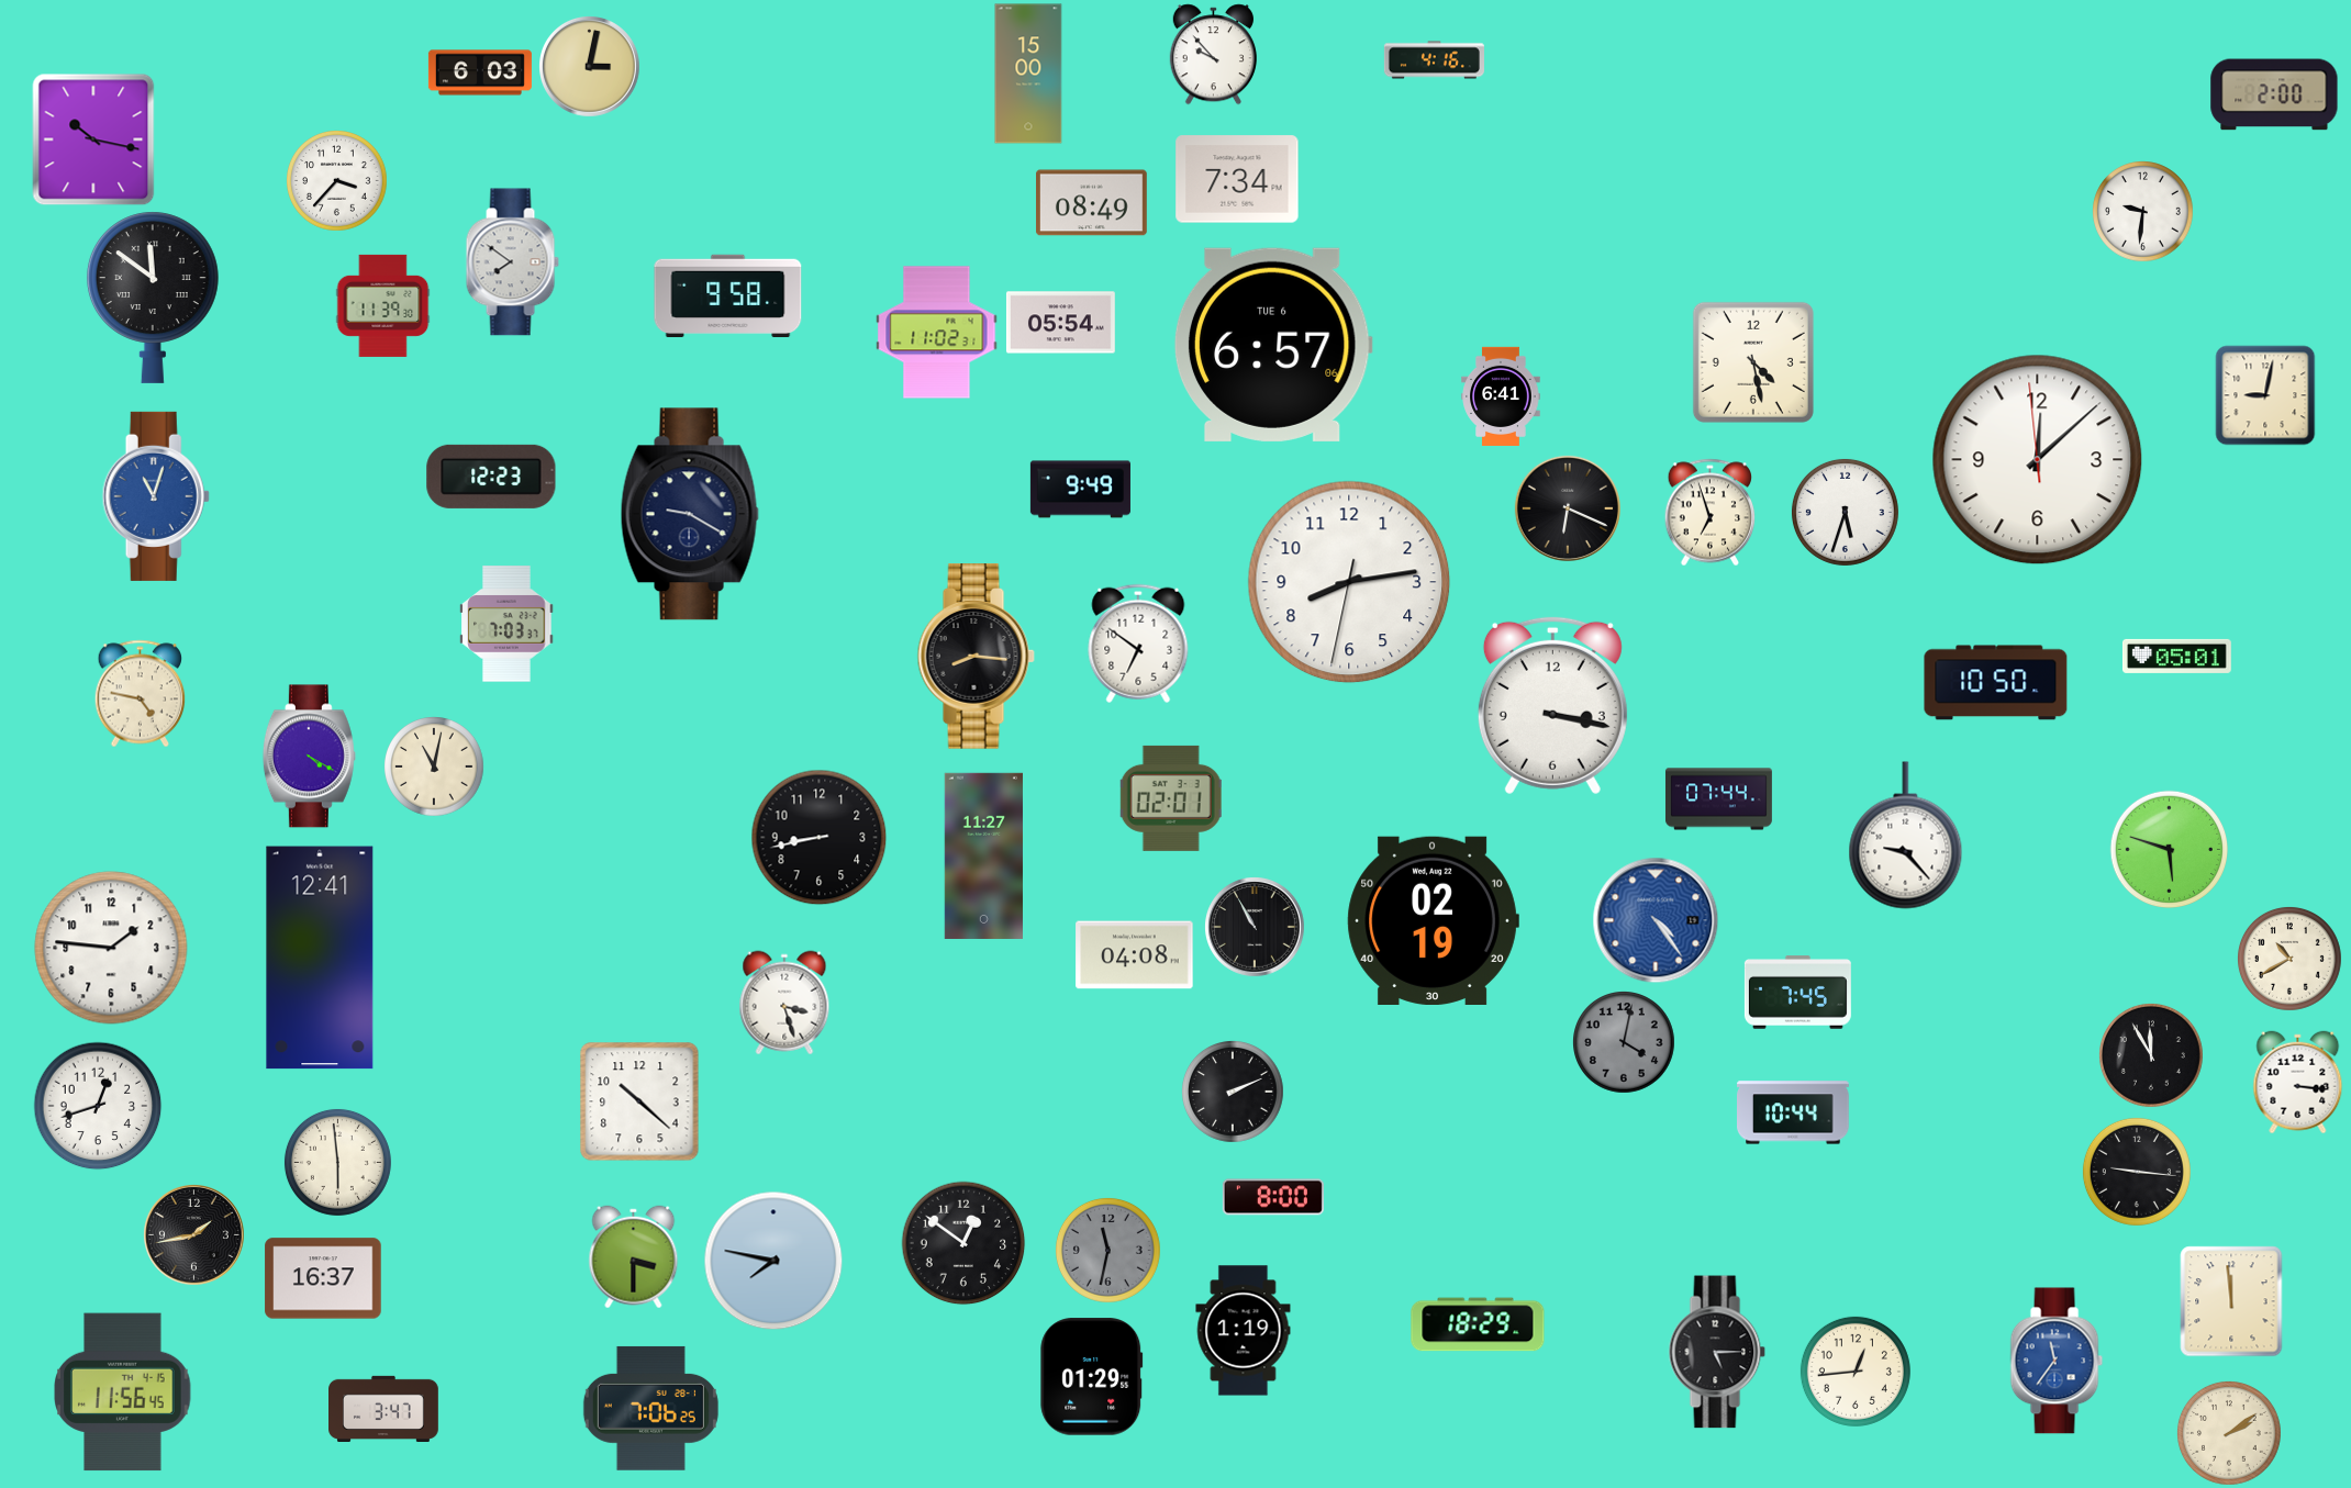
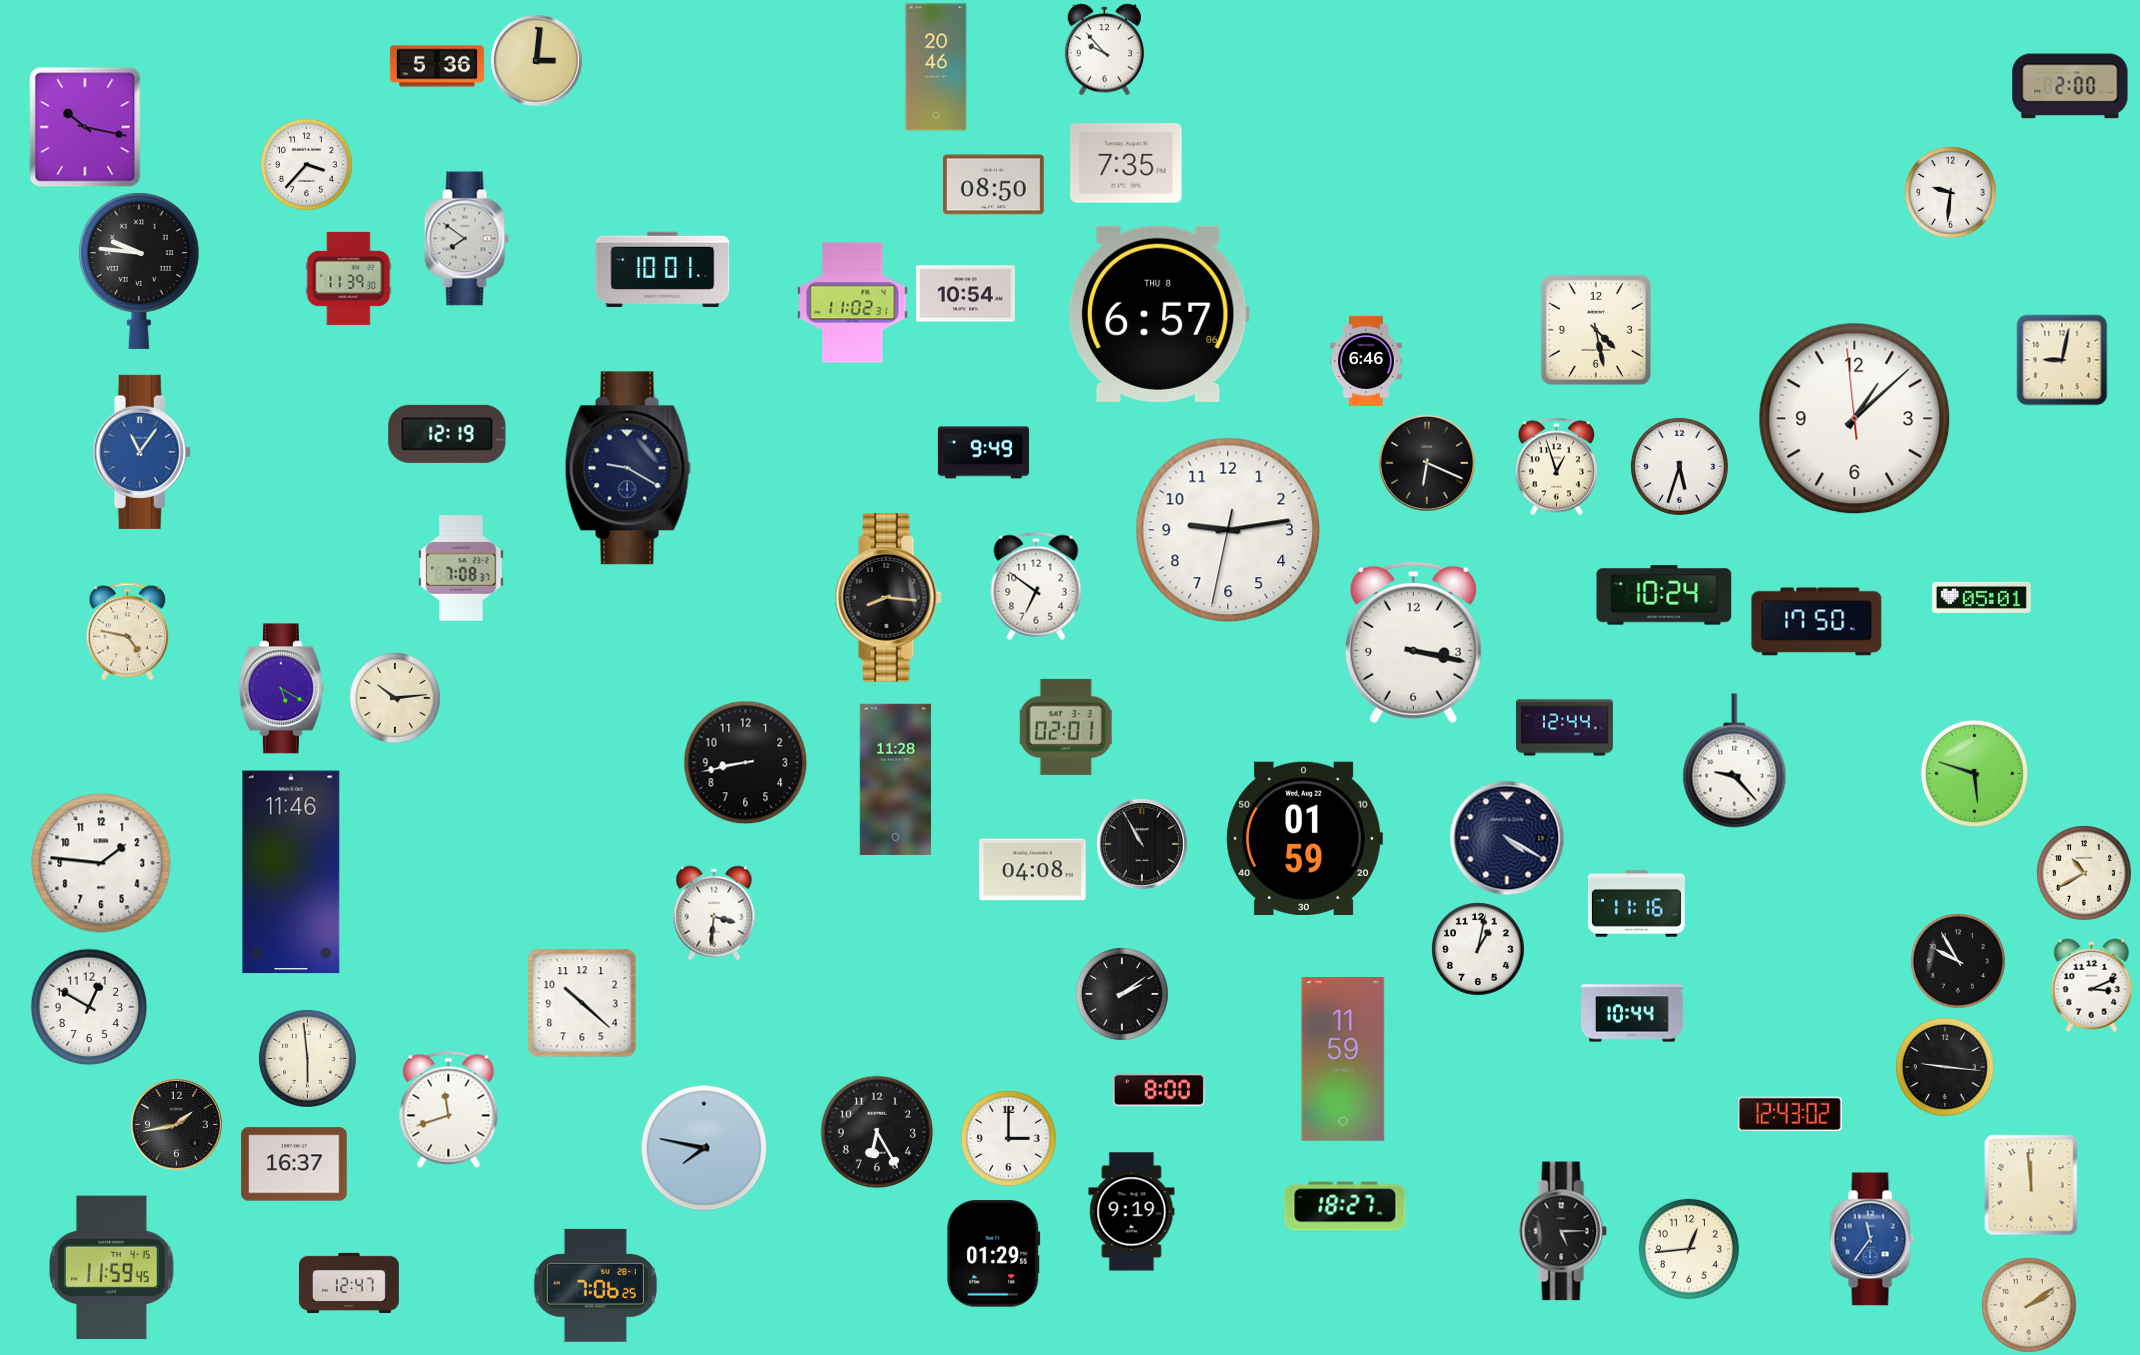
clock at (1434, 60): 4:16 -> none
clock at (590, 67): 3:02 -> 3:01
clock at (480, 72): 6:03 -> 5:36
clock at (1028, 74): 15:00 -> 20:46
clock at (1237, 179): 7:34 -> 7:35
clock at (1092, 203): 08:49 -> 08:50
clock at (728, 297): 9:58 -> 10:01
clock at (153, 298): 11:51 -> 9:46
clock at (1060, 323): 05:54 -> 10:54
clock at (1273, 345) date: TUE 6 -> THU 8
clock at (1501, 396): 6:41 -> 6:46
clock at (2038, 460): 12:07 -> 1:07
clock at (491, 477): 12:23 -> 12:19
clock at (1080, 490) position: (1080, 490) -> (983, 453)
clock at (156, 496): 11:03 -> 11:06
clock at (1711, 512): 6:57 -> 12:57
clock at (1349, 582): 8:13 -> 9:13
clock at (506, 624): 7:03 -> 7:08
clock at (1664, 595): none -> 10:24
clock at (1996, 683): 10:50 -> 17:50
clock at (309, 757): 4:20 -> 5:20
clock at (434, 767): 11:02 -> 10:14
clock at (1718, 799): 07:44 -> 12:44
clock at (983, 855): 11:27 -> 11:28
clock at (1433, 920): 02:19 -> 01:59
clock at (1656, 920): 4:24 -> 4:20
clock at (1656, 920) dial: blue -> navy
clock at (320, 958): 12:41 -> 11:46
clock at (1797, 993): 7:45 -> 11:16
clock at (784, 1003): 3:27 -> 3:31
clock at (1624, 1042): 4:02 -> 1:02
clock at (1624, 1042) dial: grey -> white
clock at (2151, 1055): 11:55 -> 9:55
clock at (2298, 1082): 3:16 -> 3:11
clock at (1233, 1092): 2:11 -> 2:09
clock at (98, 1106): 12:42 -> 12:50
clock at (1343, 1059): none -> 11:59
clock at (449, 1109): none -> 11:42
clock at (1790, 1114): none -> 12:43
clock at (963, 1243): 12:51 -> 6:25
clock at (1107, 1250): 11:32 -> 3:00
clock at (1107, 1250) dial: grey -> white
clock at (634, 1256): 3:30 -> none
clock at (1478, 1324): 18:29 -> 18:27
clock at (1244, 1331): 1:19 -> 9:19
clock at (123, 1392): 11:56 -> 11:59
clock at (385, 1408): 3:47 -> 12:47
clock at (650, 1408) position: (650, 1408) -> (595, 1285)
